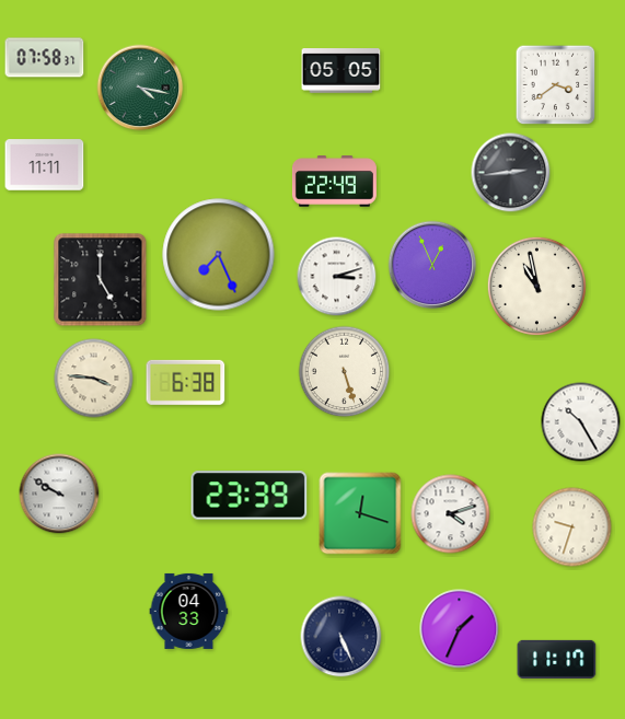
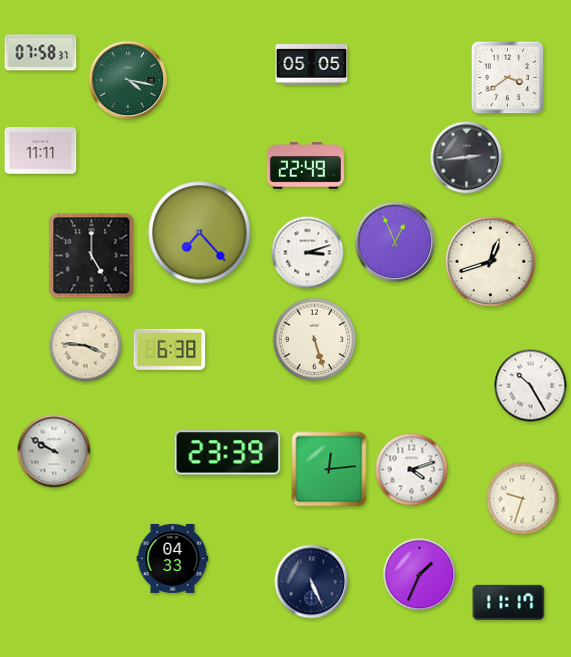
clock at (219, 255): 7:26 -> 7:23
clock at (536, 286): 10:58 -> 12:42
clock at (360, 513): 12:18 -> 12:14
clock at (572, 527) position: (572, 527) -> (523, 499)
